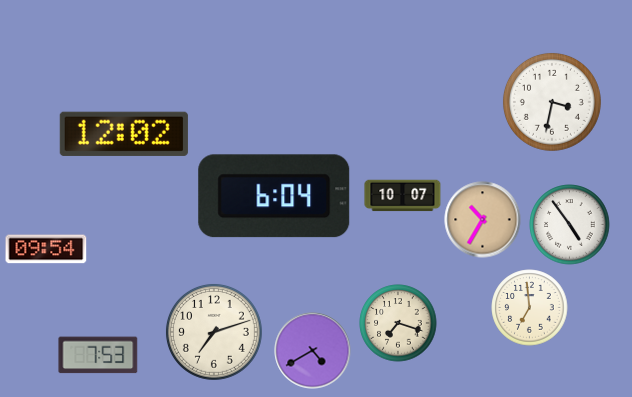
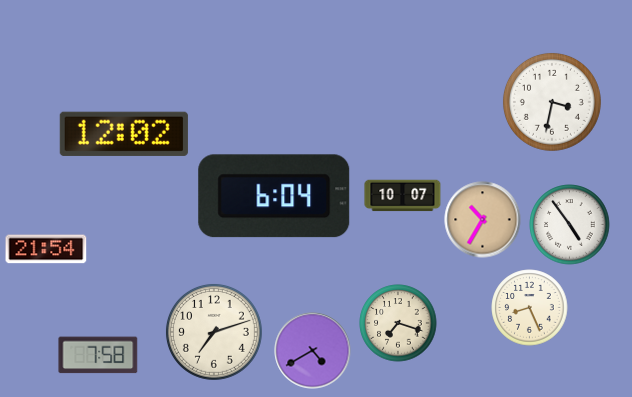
clock at (46, 249): 09:54 -> 21:54
clock at (530, 308): 6:59 -> 8:26
clock at (98, 355): 7:53 -> 7:58
